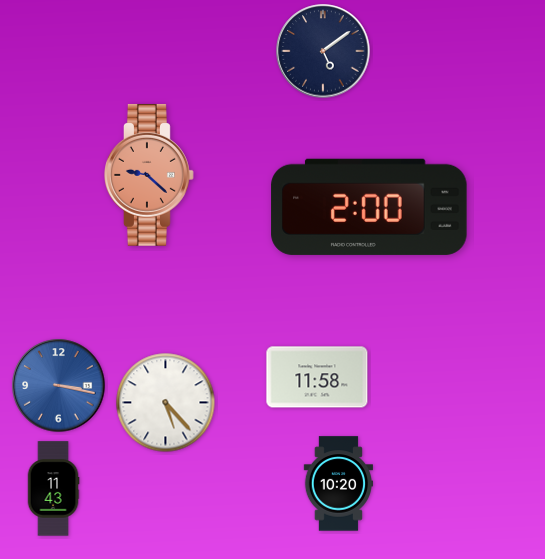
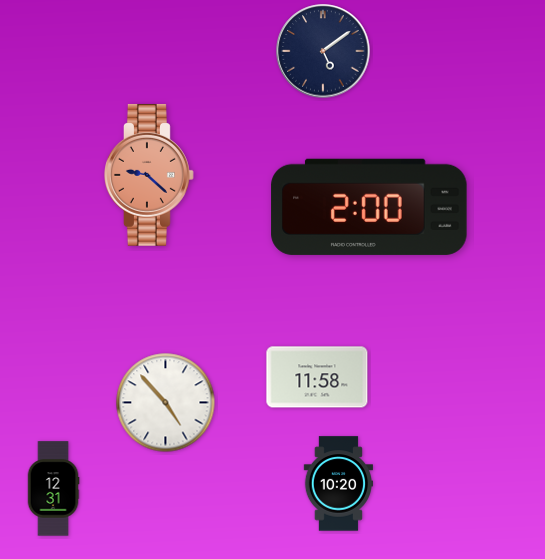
clock at (59, 386): 3:17 -> none
clock at (166, 403): 5:23 -> 4:53
clock at (53, 489): 11:43 -> 12:31
